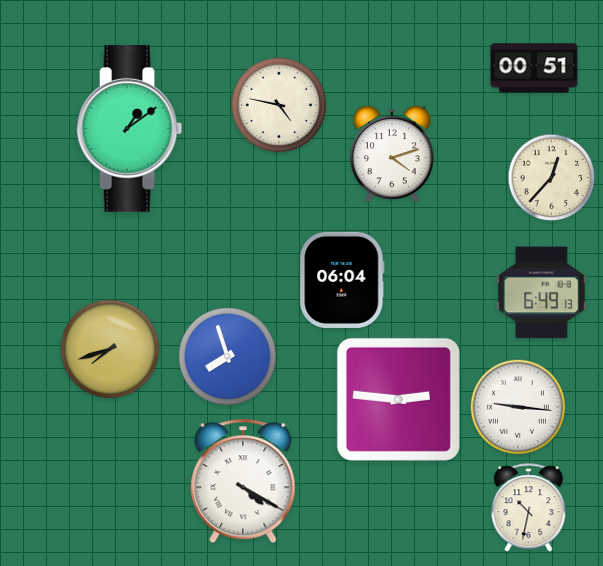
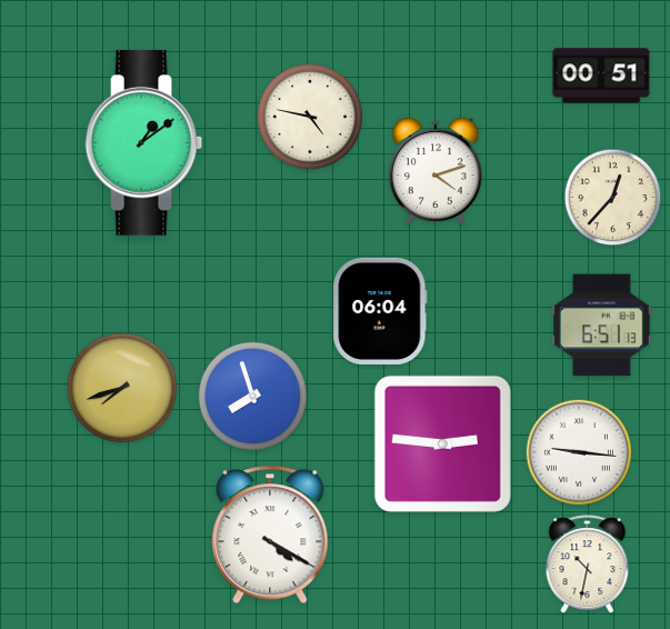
clock at (534, 68) position: (534, 68) -> (601, 76)
clock at (542, 293): 6:49 -> 6:51
clock at (517, 406) position: (517, 406) -> (578, 451)
